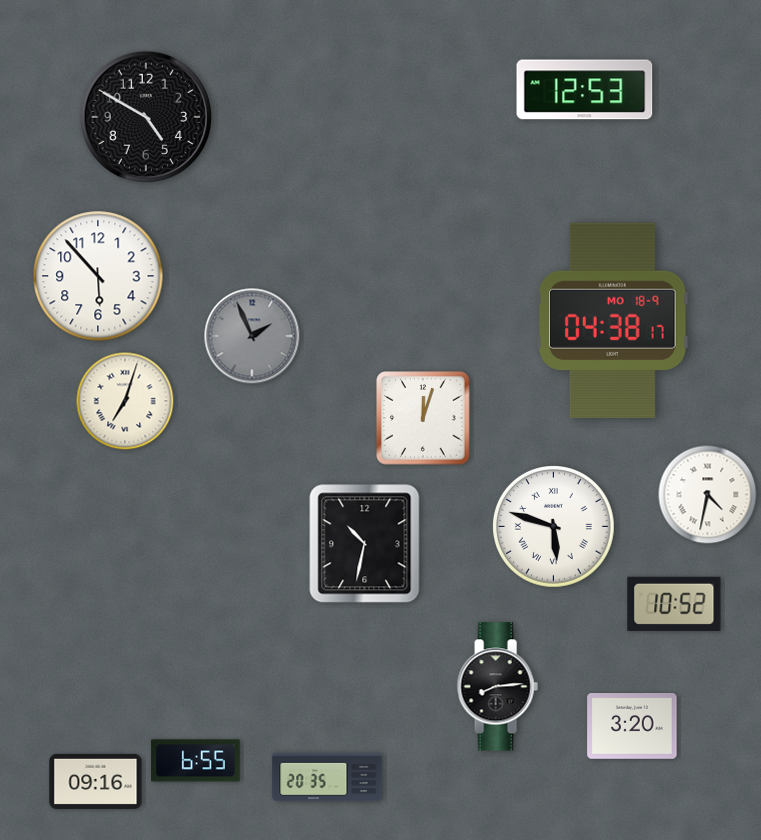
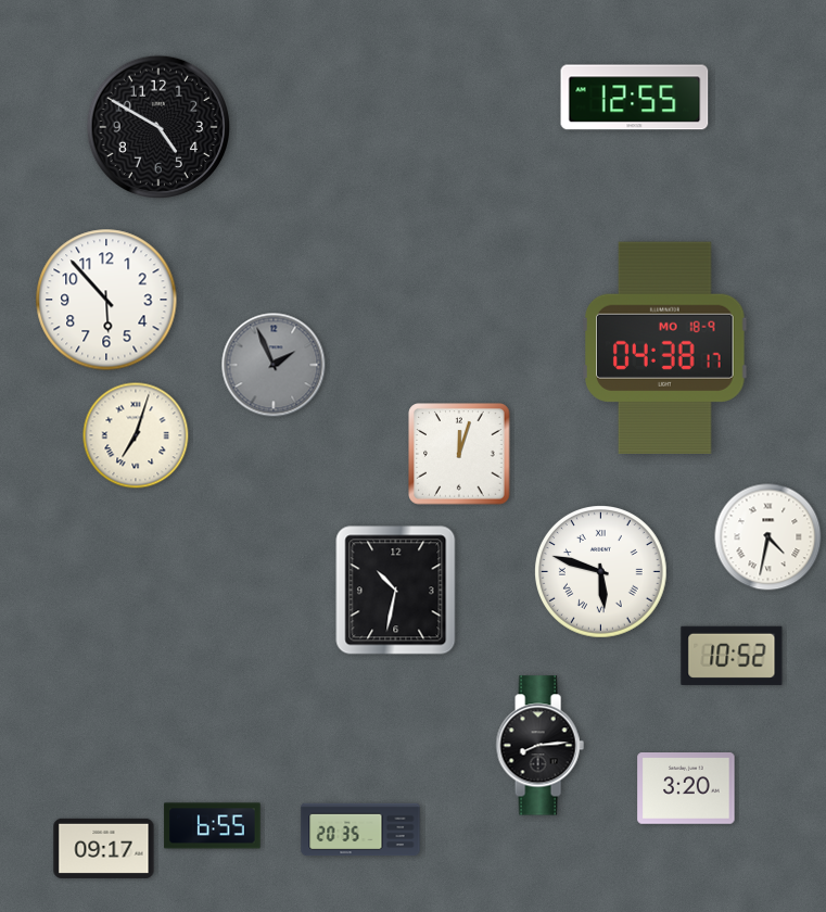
clock at (585, 90): 12:53 -> 12:55
clock at (327, 777) position: (327, 777) -> (360, 829)
clock at (96, 781): 09:16 -> 09:17
